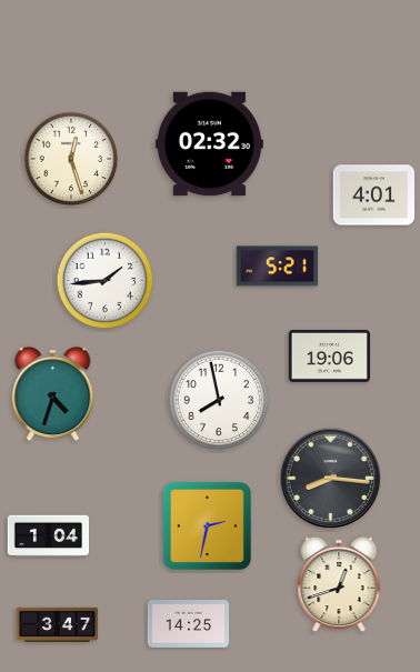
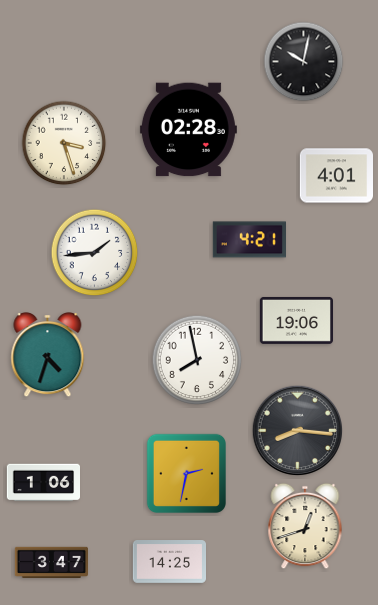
clock at (304, 62): none -> 10:02
clock at (209, 144): 02:32 -> 02:28
clock at (71, 159): 12:27 -> 3:27
clock at (277, 267): 5:21 -> 4:21
clock at (48, 536): 1:04 -> 1:06
